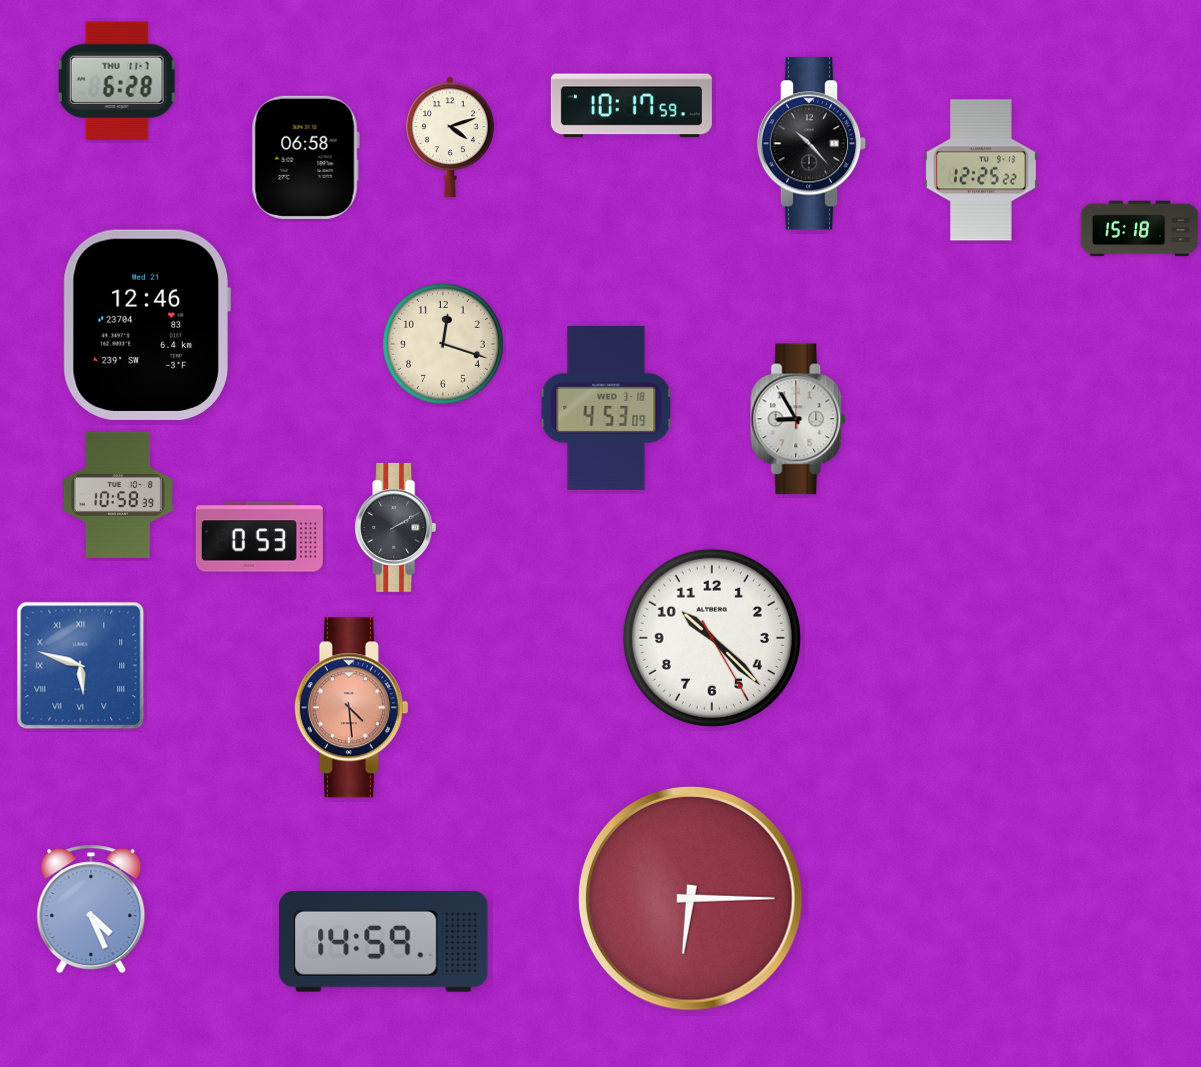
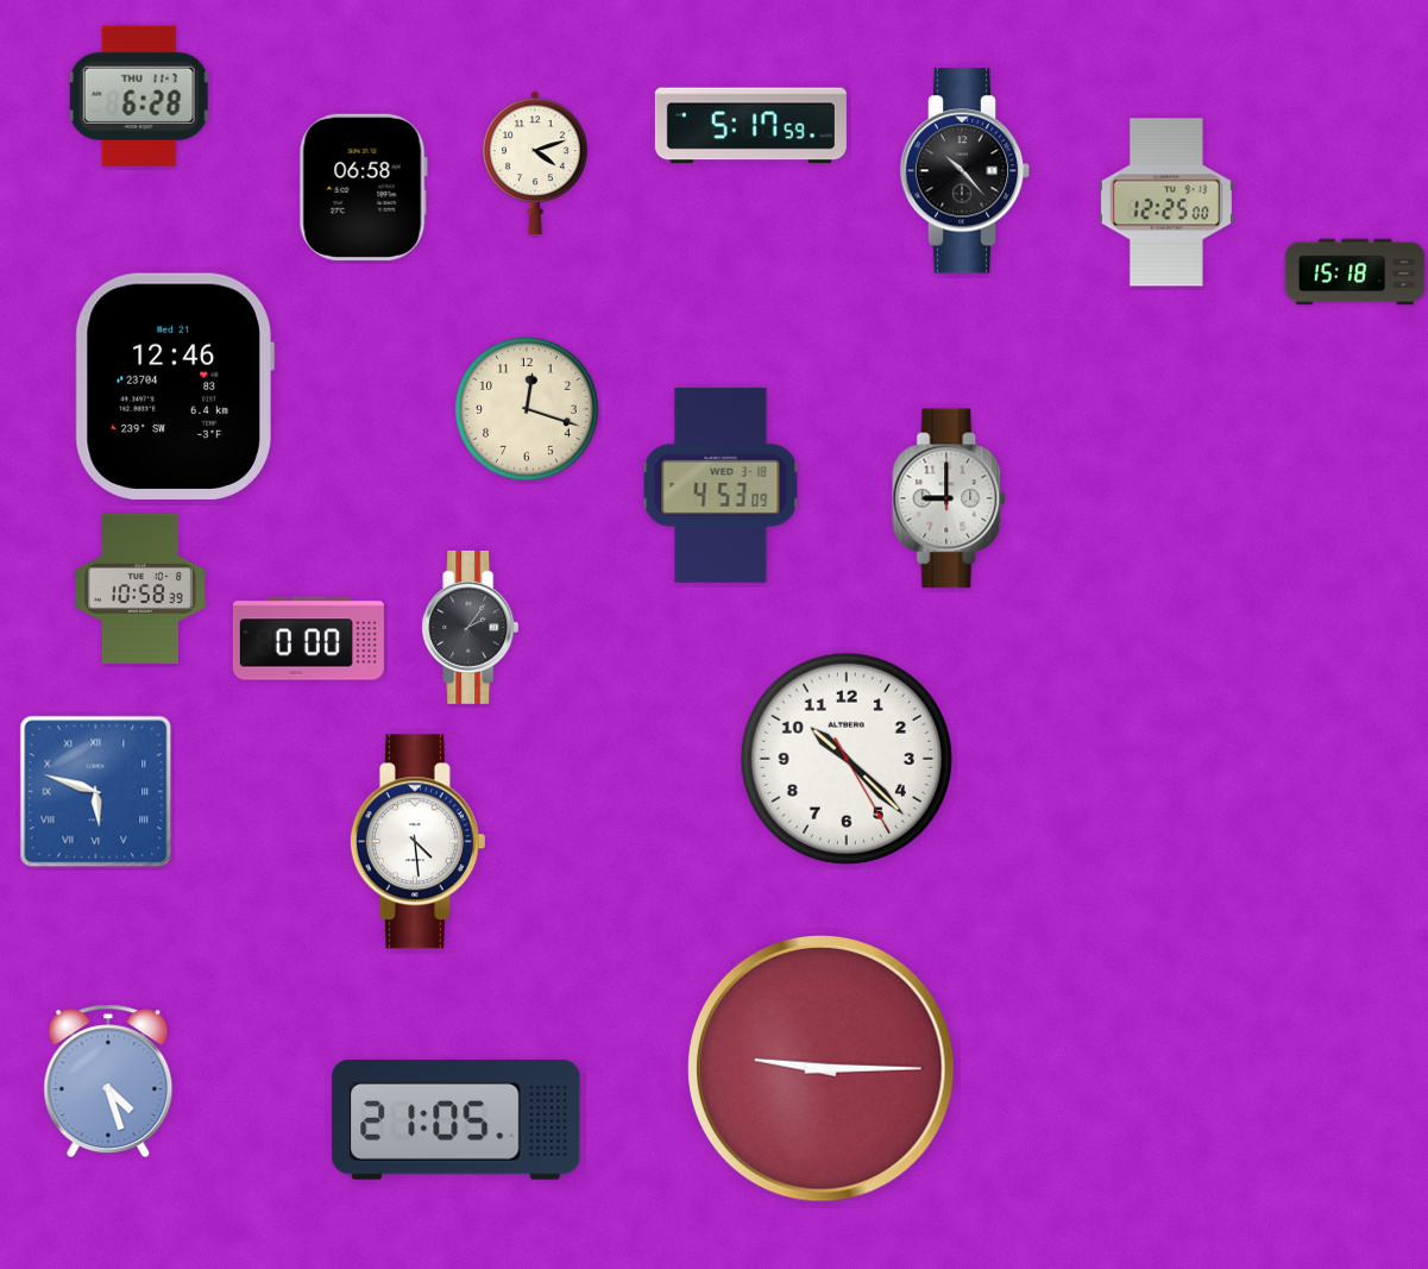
clock at (631, 106): 10:17 -> 5:17
clock at (981, 170): 12:25:22 -> 12:25:00
clock at (799, 419): 8:55 -> 9:00
clock at (396, 527): 2:10 -> 2:06
clock at (259, 537): 0:53 -> 0:00
clock at (351, 708) dial: salmon -> white
clock at (691, 899): 6:15 -> 9:15
clock at (91, 909): 4:26 -> 4:27
clock at (384, 941): 14:59 -> 21:05
